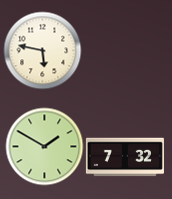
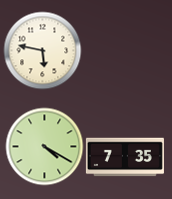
clock at (44, 146): 1:50 -> 4:20
clock at (125, 157): 7:32 -> 7:35
